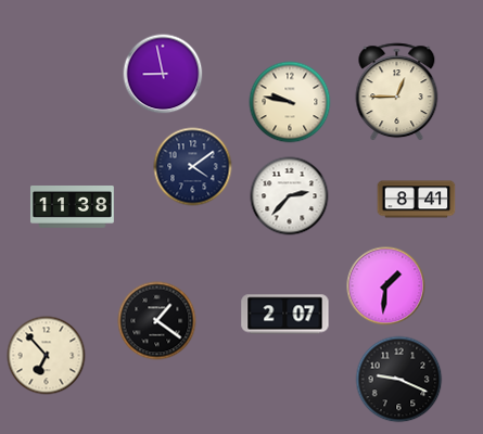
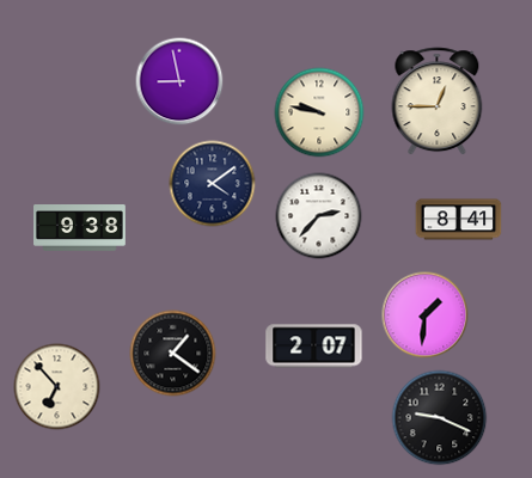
clock at (73, 207): 11:38 -> 9:38
clock at (47, 356) position: (47, 356) -> (57, 387)
